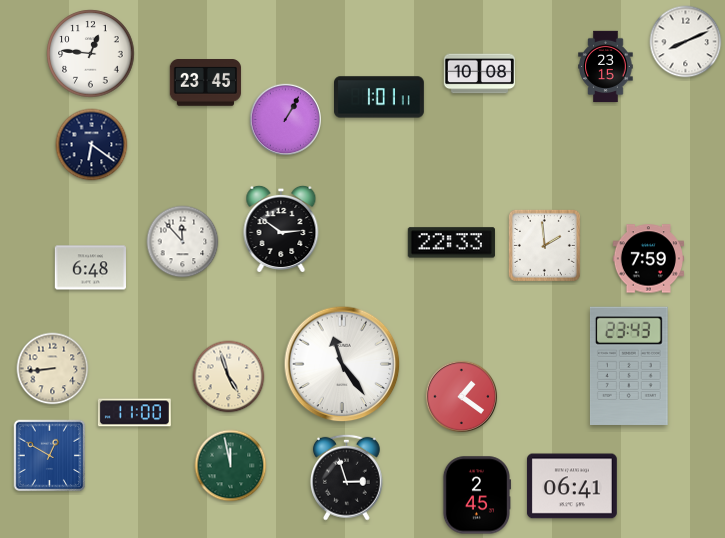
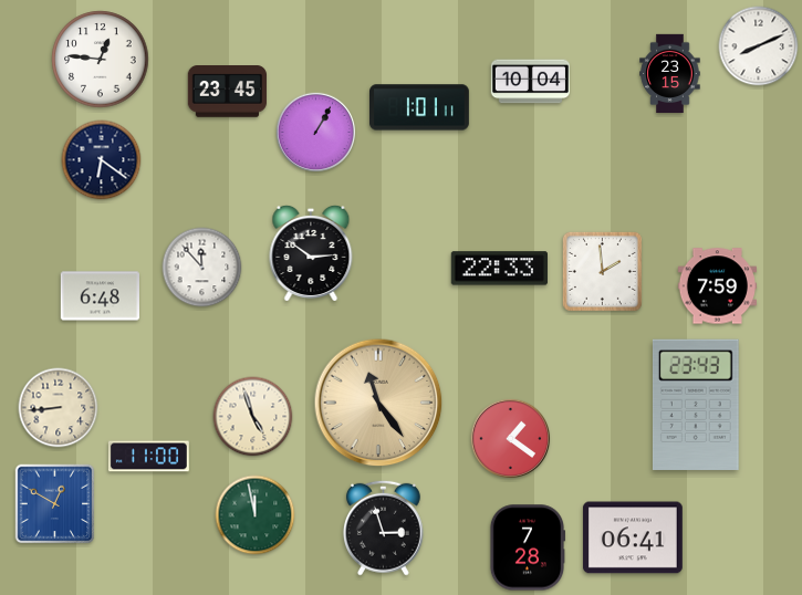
clock at (479, 74): 10:08 -> 10:04
clock at (342, 364) dial: white -> champagne
clock at (476, 495): 2:45 -> 7:28
